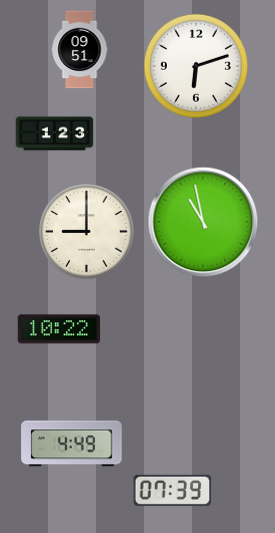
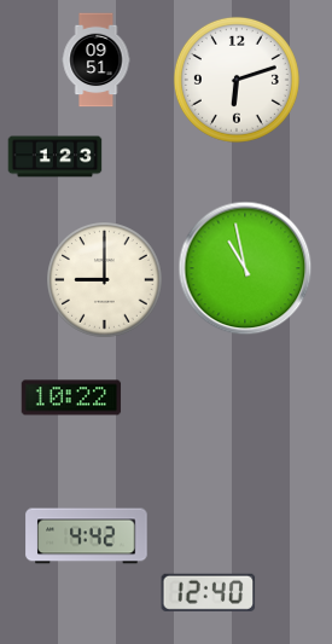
clock at (54, 134) position: (54, 134) -> (54, 157)
clock at (72, 444): 4:49 -> 4:42
clock at (172, 490): 07:39 -> 12:40
